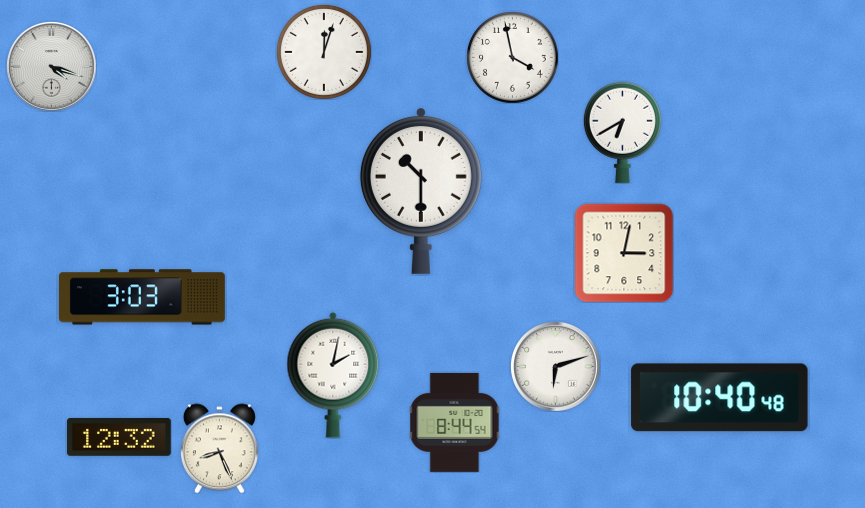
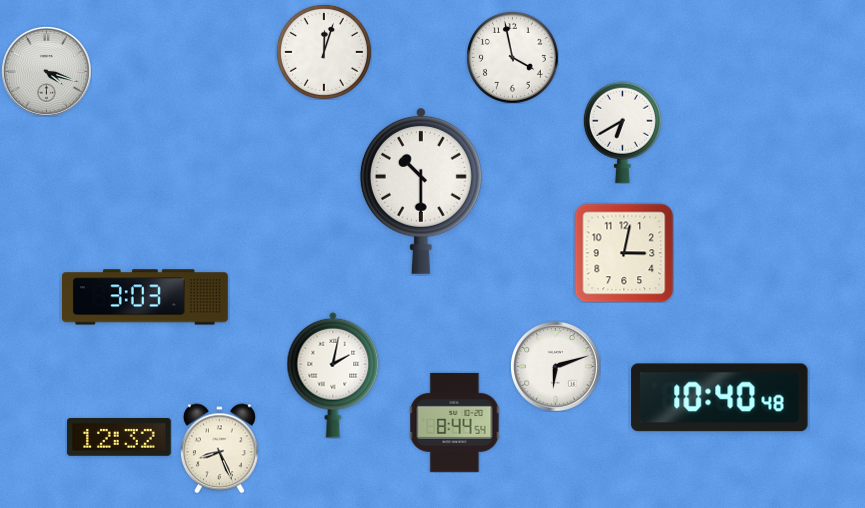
clock at (52, 67) position: (52, 67) -> (47, 72)
clock at (142, 297) position: (142, 297) -> (145, 297)
